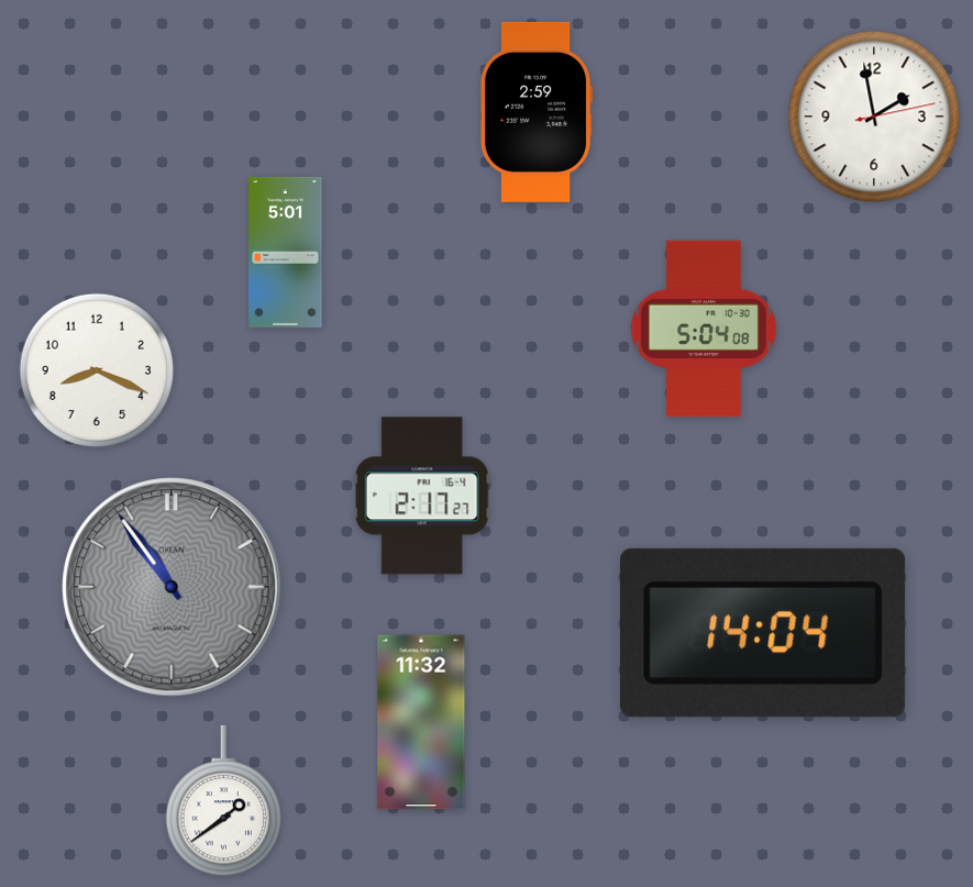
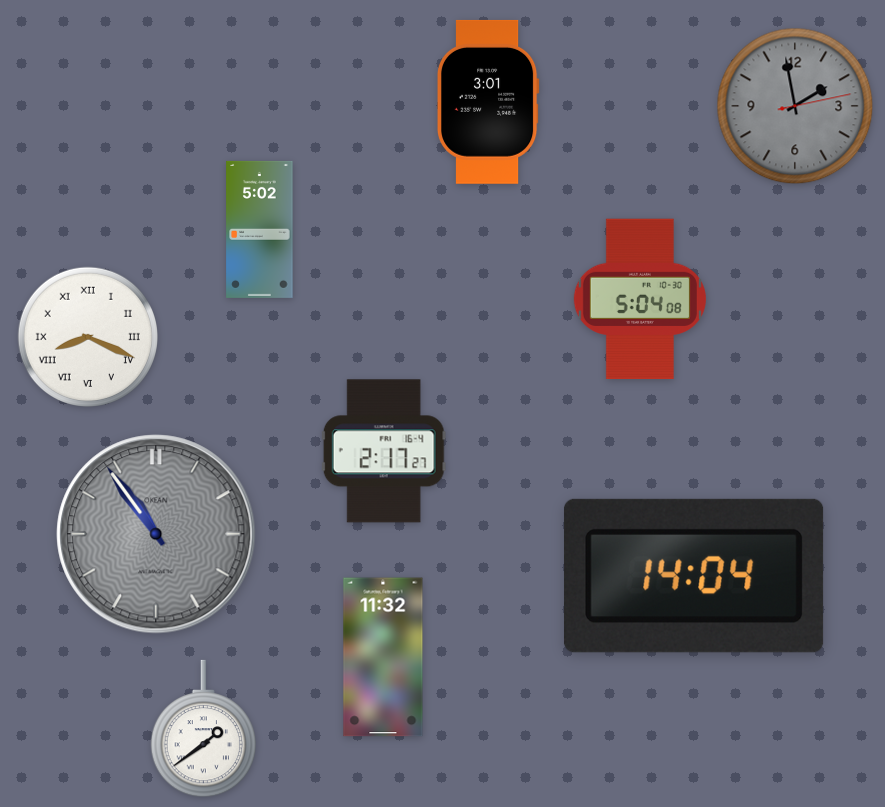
clock at (537, 112): 2:59 -> 3:01
clock at (874, 117) dial: white -> grey
clock at (286, 252): 5:01 -> 5:02
clock at (97, 370) numerals: Arabic -> Roman
